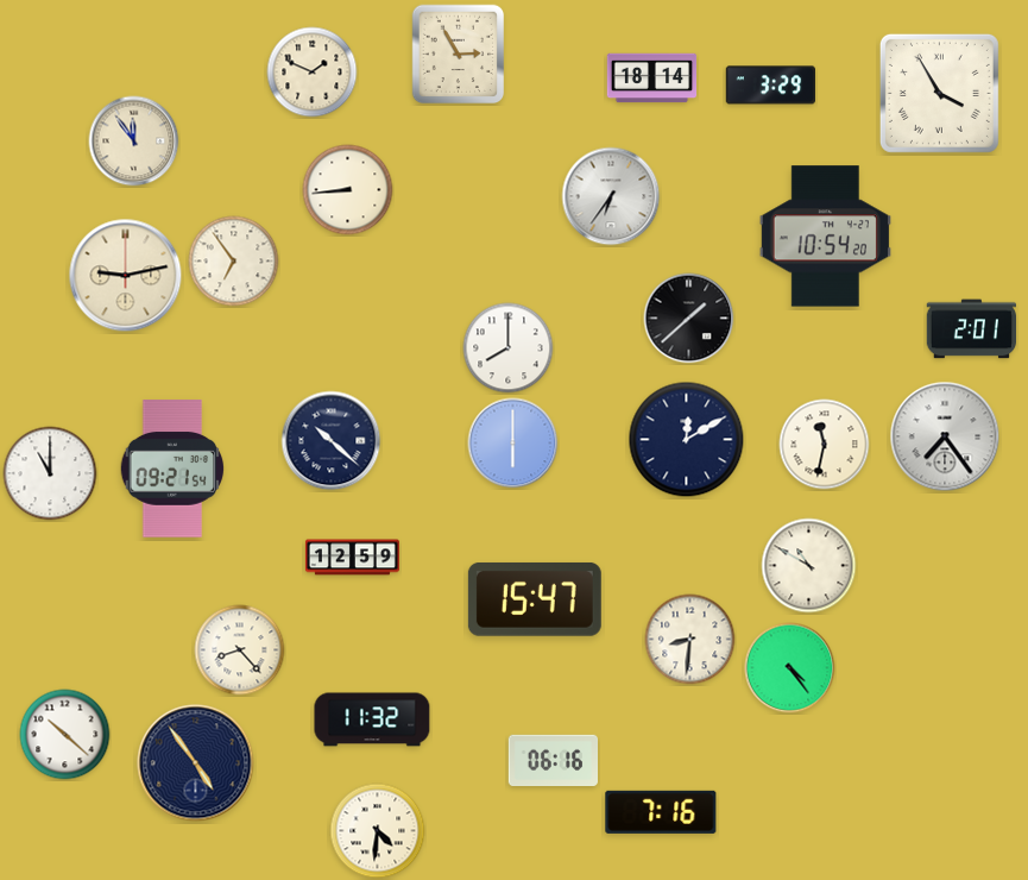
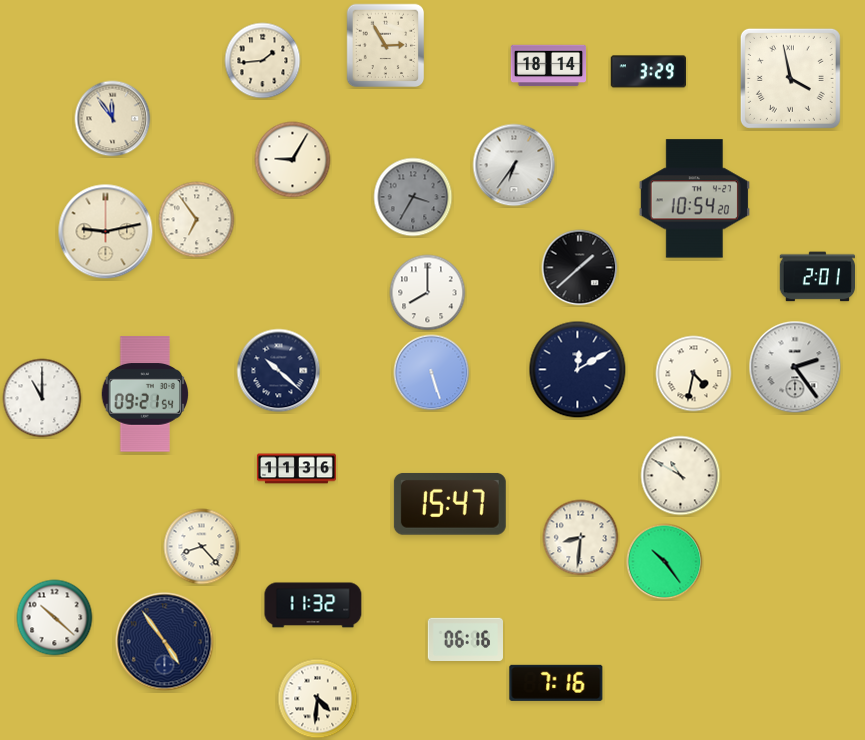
clock at (313, 73): 1:49 -> 1:44
clock at (939, 93): 3:55 -> 3:58
clock at (348, 190): 8:44 -> 9:05
clock at (413, 197): none -> 3:35
clock at (945, 436): 7:24 -> 2:24
clock at (513, 444): 6:00 -> 5:27
clock at (825, 445): 11:32 -> 4:32
clock at (352, 558): 12:59 -> 11:36
clock at (790, 668): 4:24 -> 10:24
